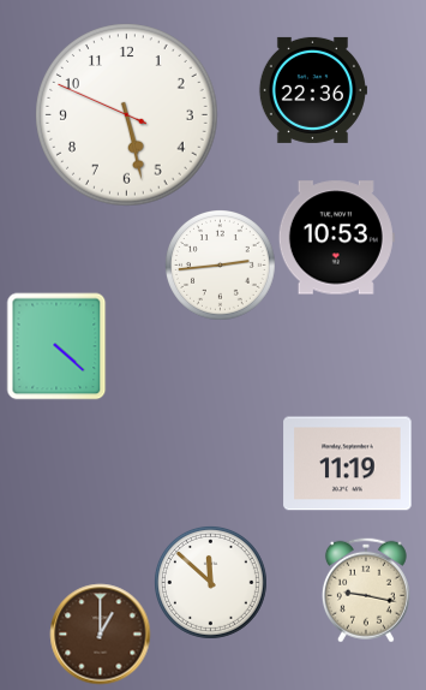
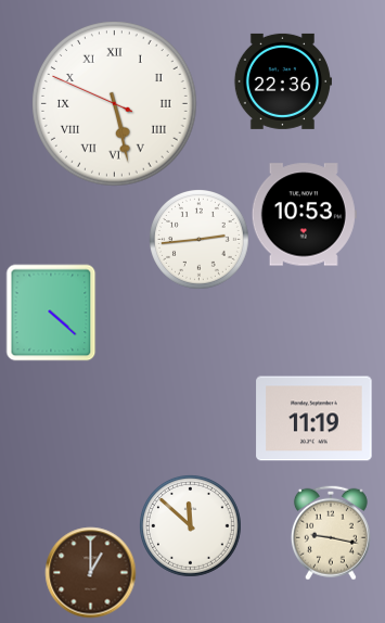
clock at (127, 115) numerals: Arabic -> Roman
